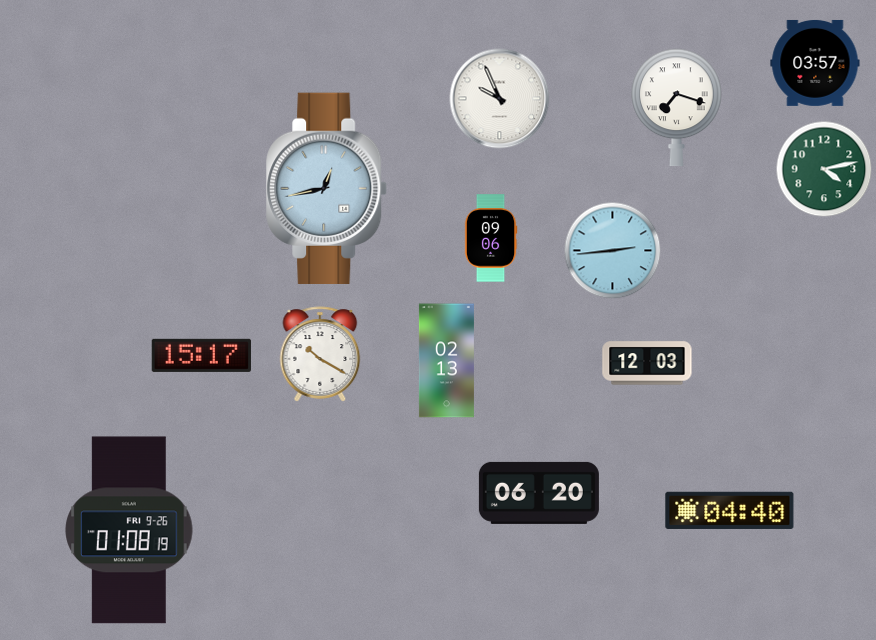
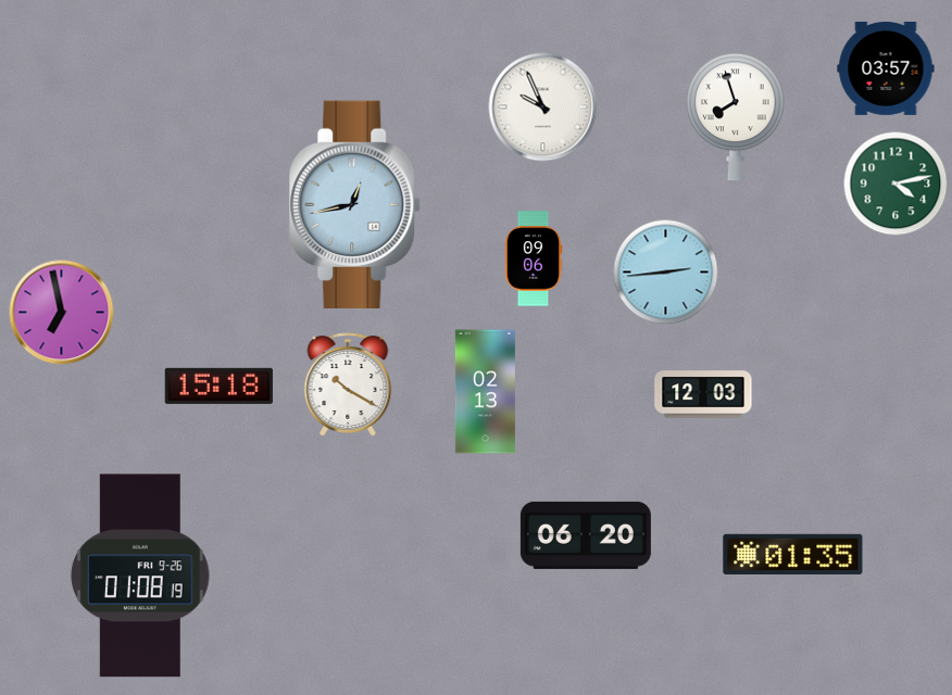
clock at (677, 108): 7:18 -> 7:57
clock at (62, 313): none -> 6:58
clock at (201, 355): 15:17 -> 15:18
clock at (730, 510): 04:40 -> 01:35
